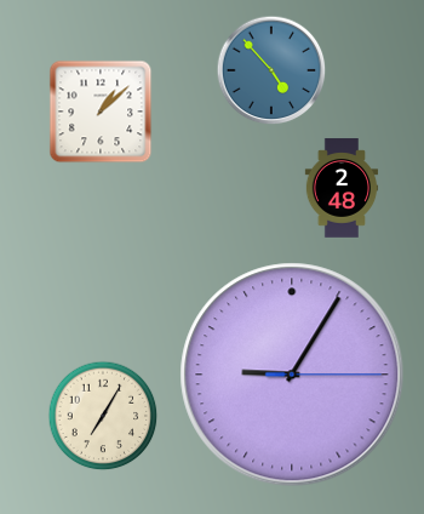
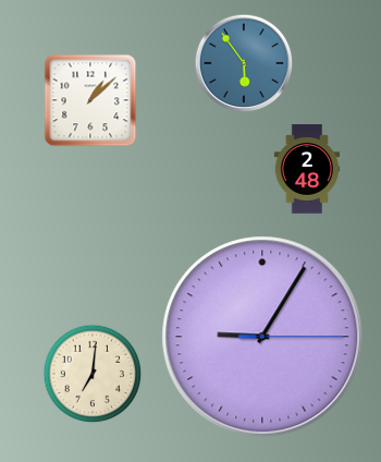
clock at (271, 70): 4:53 -> 5:54
clock at (103, 416): 7:05 -> 7:01
